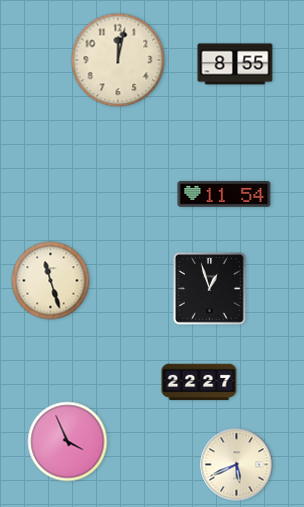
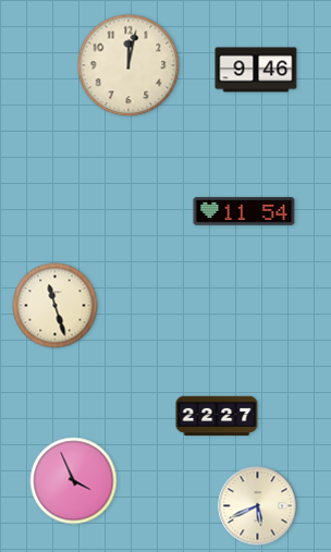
clock at (235, 64): 8:55 -> 9:46
clock at (210, 289): 12:57 -> none
